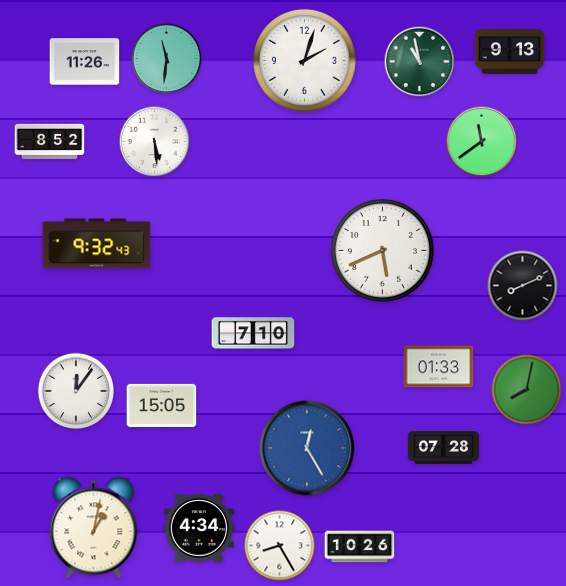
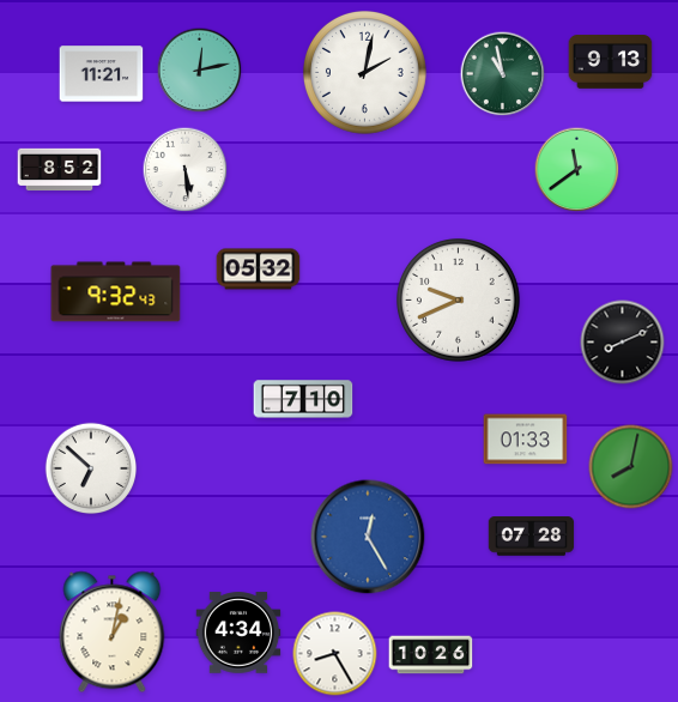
clock at (167, 59): 11:31 -> 12:13
clock at (304, 60): 2:03 -> 2:02
clock at (85, 62): 11:26 -> 11:21
clock at (259, 270): none -> 05:32
clock at (382, 250): 5:41 -> 9:41
clock at (523, 286) position: (523, 286) -> (623, 343)
clock at (76, 391): 12:06 -> 6:52
clock at (162, 405): 15:05 -> none
